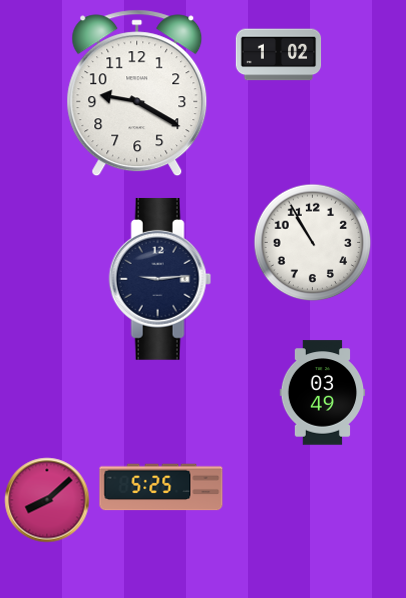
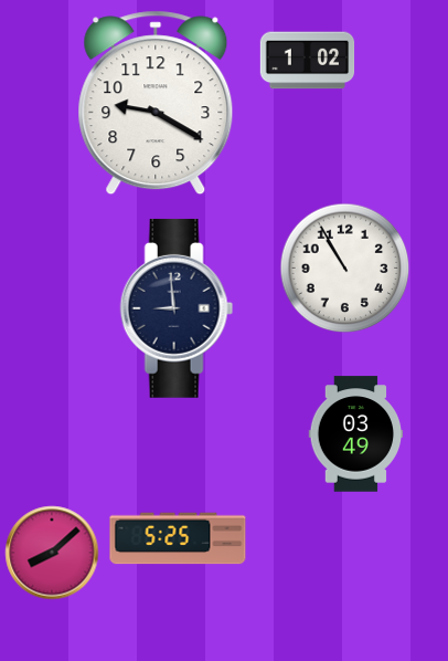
clock at (137, 93) position: (137, 93) -> (156, 103)
clock at (160, 279): 9:14 -> 8:59
